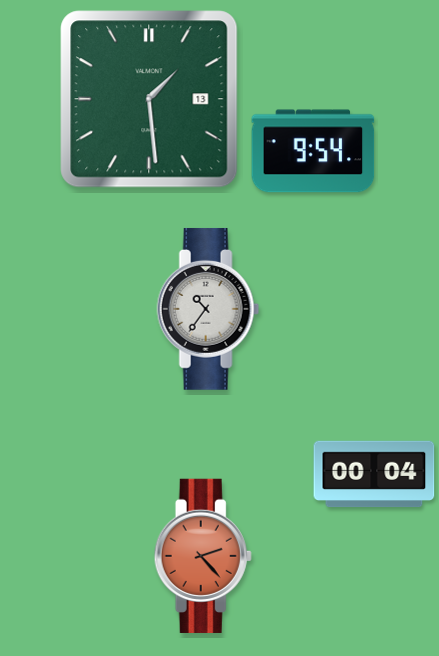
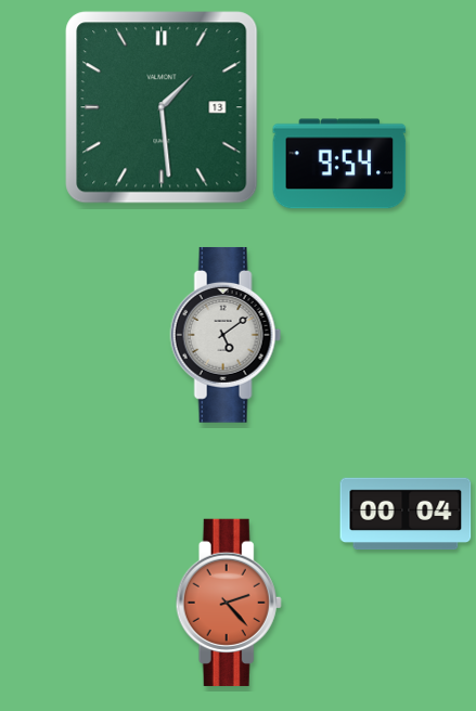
clock at (208, 309): 10:36 -> 5:09
clock at (203, 556) position: (203, 556) -> (229, 603)
